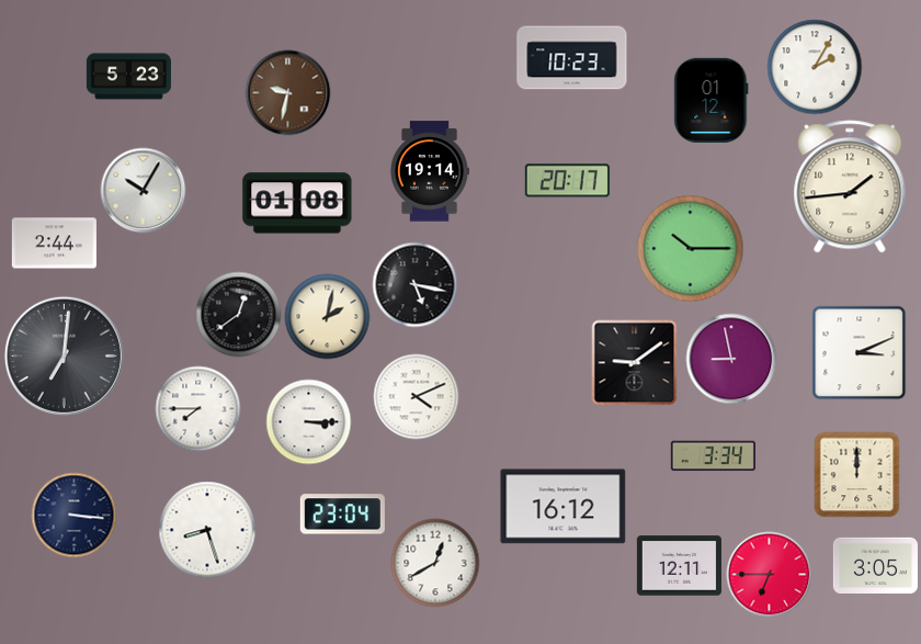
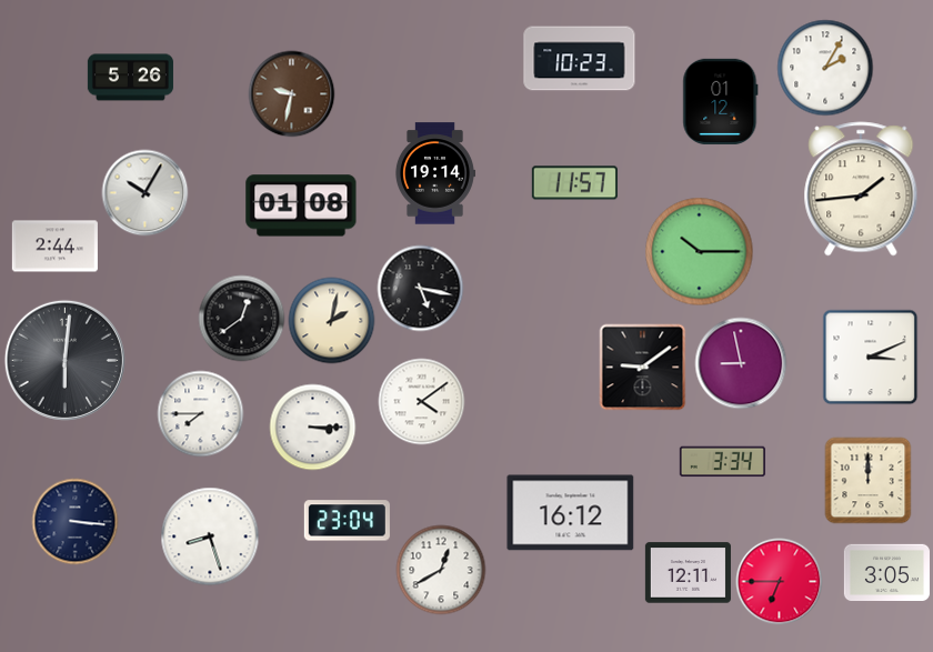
clock at (128, 77): 5:23 -> 5:26
clock at (567, 181): 20:17 -> 11:57
clock at (64, 355): 7:01 -> 6:01
clock at (416, 396): 4:11 -> 4:09
